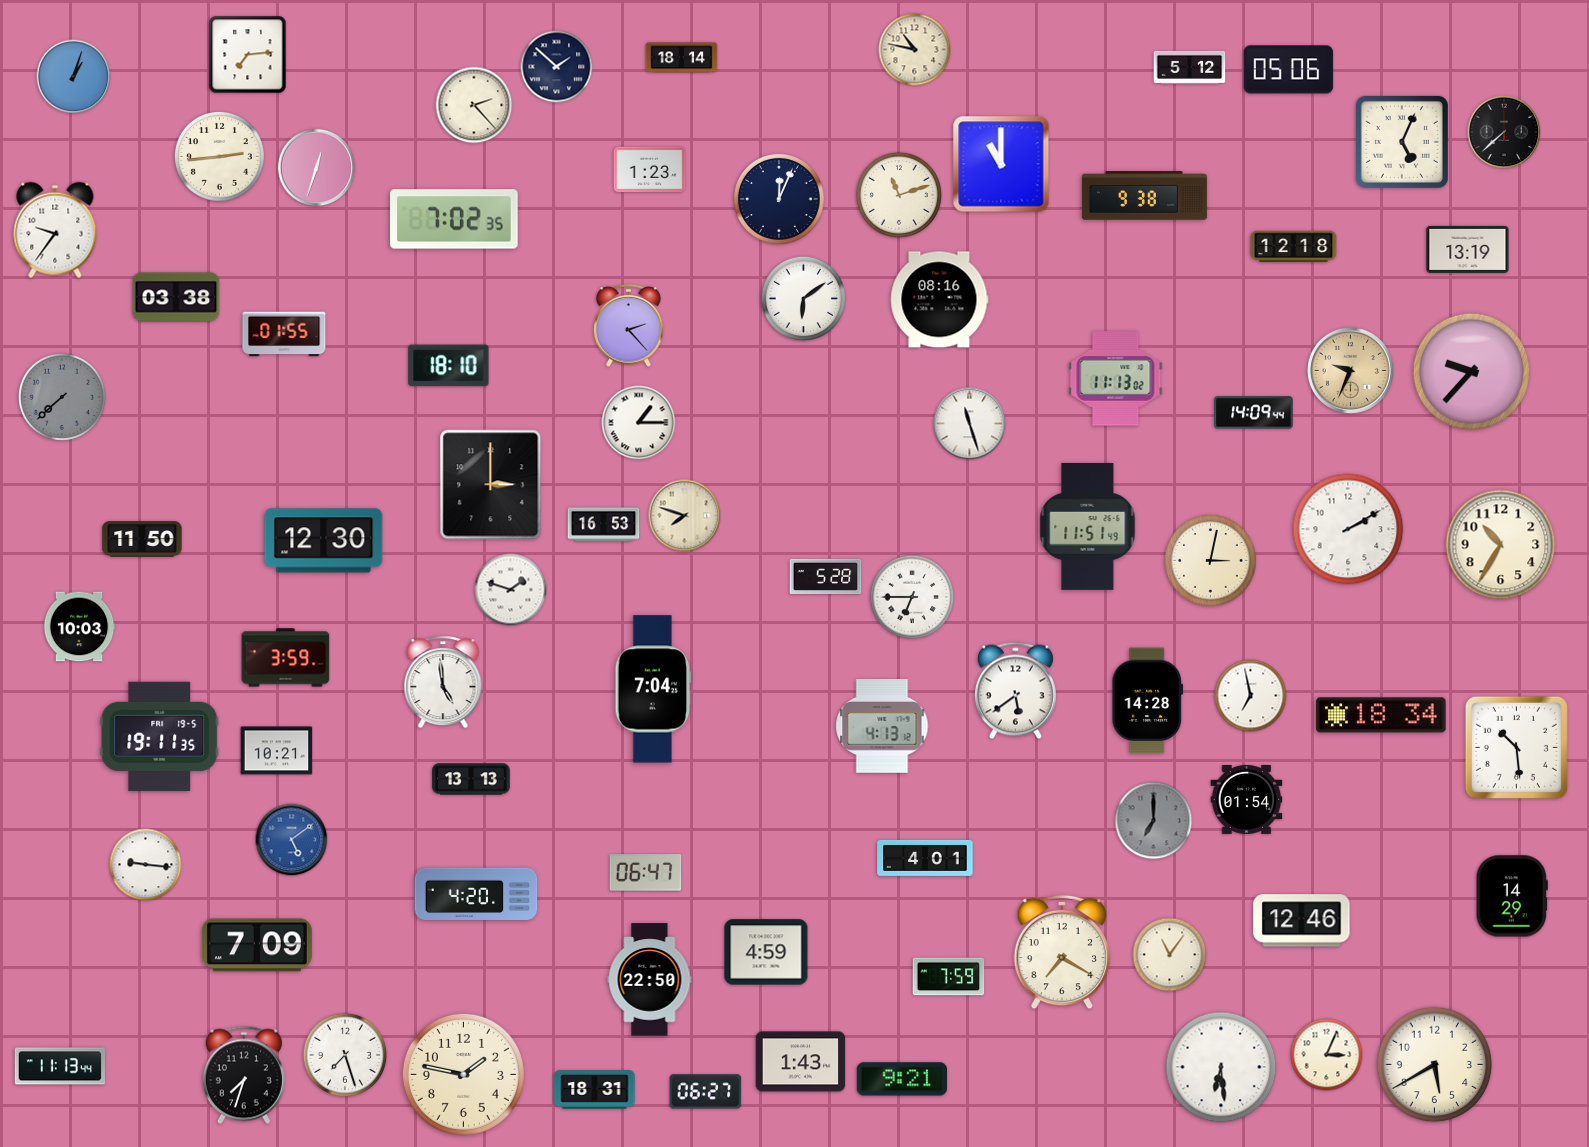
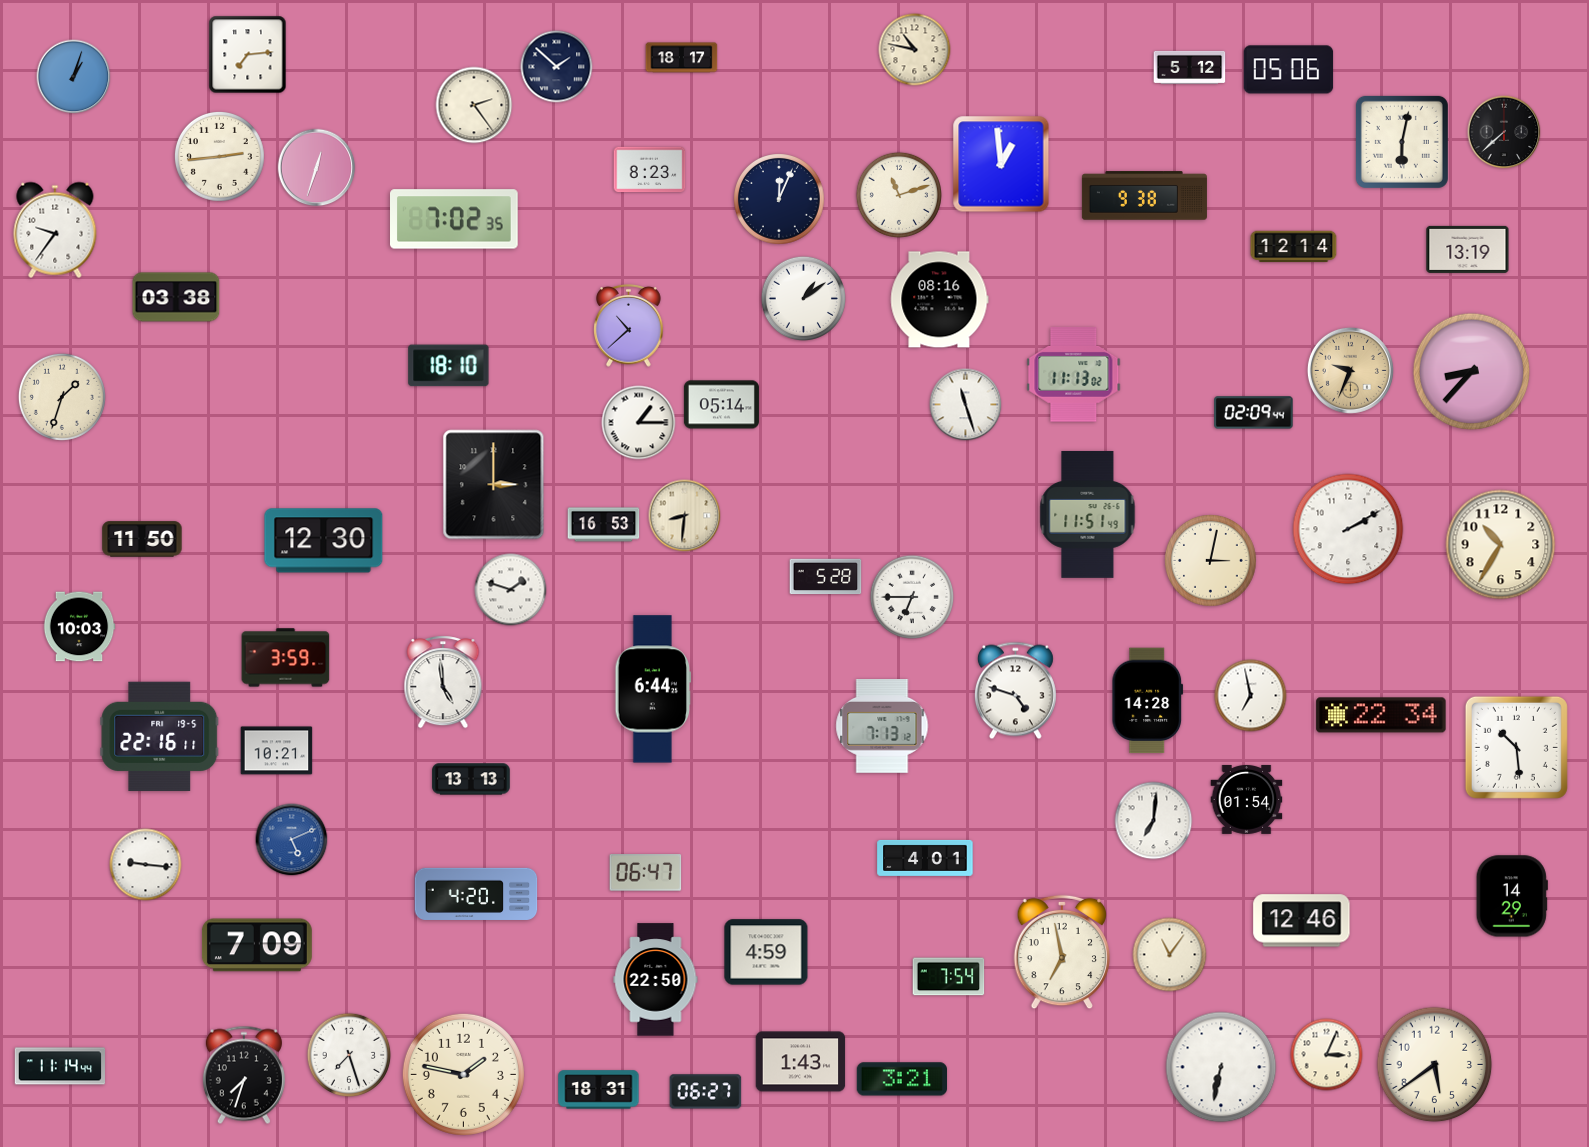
clock at (682, 58): 18:14 -> 18:17
clock at (474, 105): 2:23 -> 2:24
clock at (1402, 142): 5:04 -> 6:02
clock at (1001, 164): 11:00 -> 12:59
clock at (650, 170): 1:23 -> 8:23
clock at (1294, 247): 12:18 -> 12:14
clock at (803, 298): 6:09 -> 1:09
clock at (629, 326): 2:23 -> 10:38
clock at (284, 334): 01:55 -> none
clock at (1472, 372): 9:37 -> 8:37
clock at (1116, 379) position: (1116, 379) -> (1074, 375)
clock at (62, 397): 7:38 -> 1:33
clock at (62, 397) dial: grey -> cream
clock at (721, 405): none -> 05:14
clock at (1254, 413): 14:09 -> 02:09
clock at (970, 424) position: (970, 424) -> (966, 405)
clock at (491, 485) position: (491, 485) -> (494, 485)
clock at (685, 516): 7:48 -> 8:31
clock at (1088, 526) position: (1088, 526) -> (1088, 514)
clock at (653, 689): 7:04 -> 6:44
clock at (1015, 691): 5:39 -> 4:48
clock at (1381, 715): 18:34 -> 22:34
clock at (882, 727): 4:13 -> 7:13
clock at (160, 736): 19:11 -> 22:16
clock at (1154, 821): 7:00 -> 7:01
clock at (1154, 821) dial: grey -> white
clock at (292, 840): 5:09 -> 5:11
clock at (1062, 952): 7:20 -> 6:58
clock at (949, 977): 7:59 -> 7:54
clock at (650, 980) position: (650, 980) -> (656, 980)
clock at (345, 1055) position: (345, 1055) -> (349, 1055)
clock at (1435, 1065): 5:40 -> 5:39
clock at (60, 1066): 11:13 -> 11:14
clock at (1221, 1067): 6:29 -> 6:32
clock at (901, 1079): 9:21 -> 3:21
clock at (595, 1090) position: (595, 1090) -> (599, 1090)
